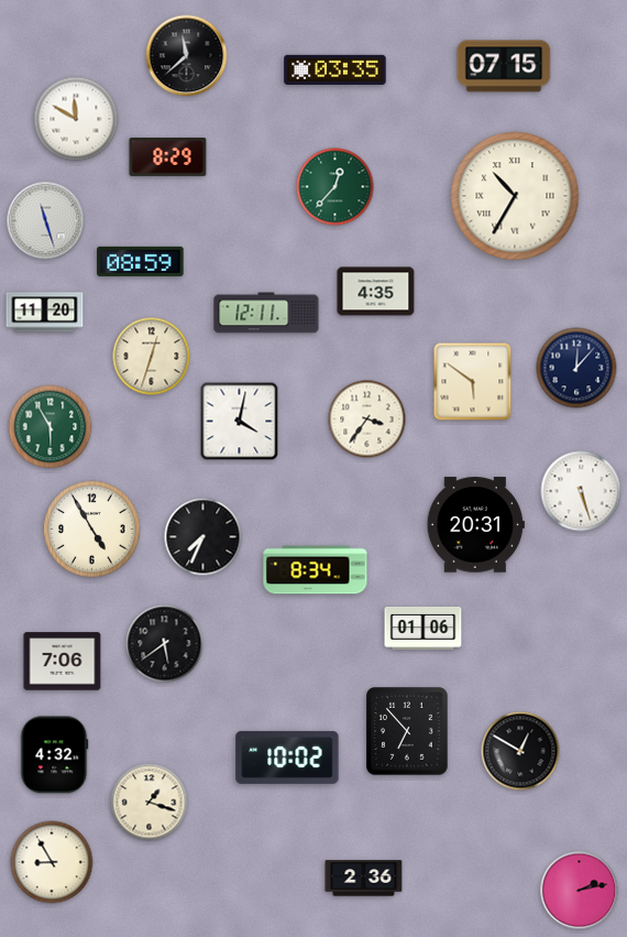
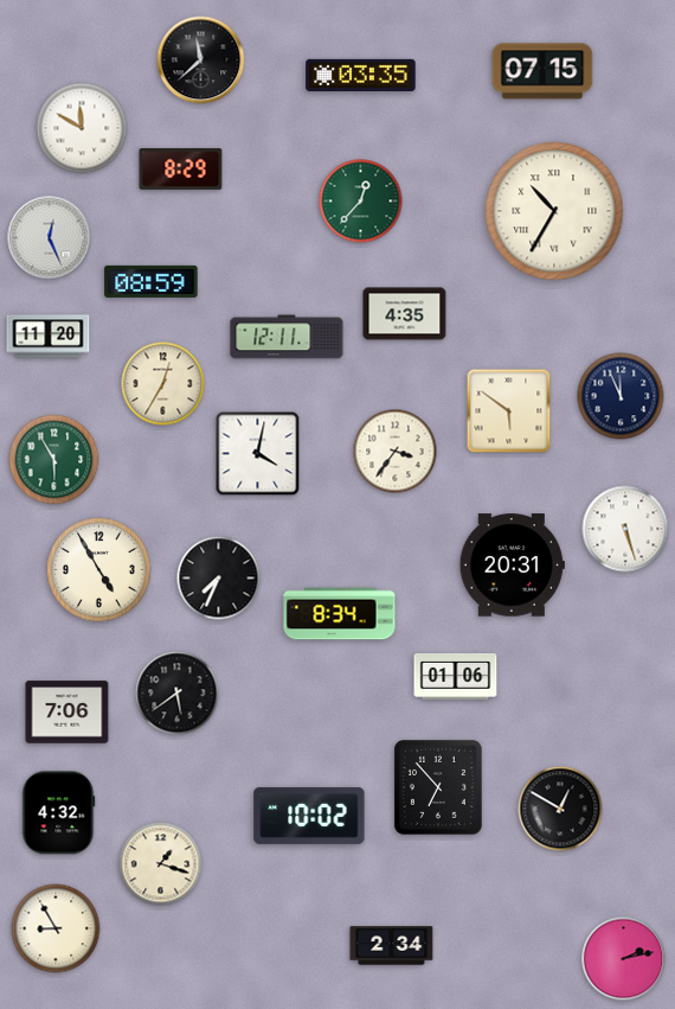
clock at (46, 221): 11:27 -> 12:26
clock at (152, 357): 12:33 -> 12:35
clock at (576, 368): 12:07 -> 11:56
clock at (364, 879): 2:36 -> 2:34
